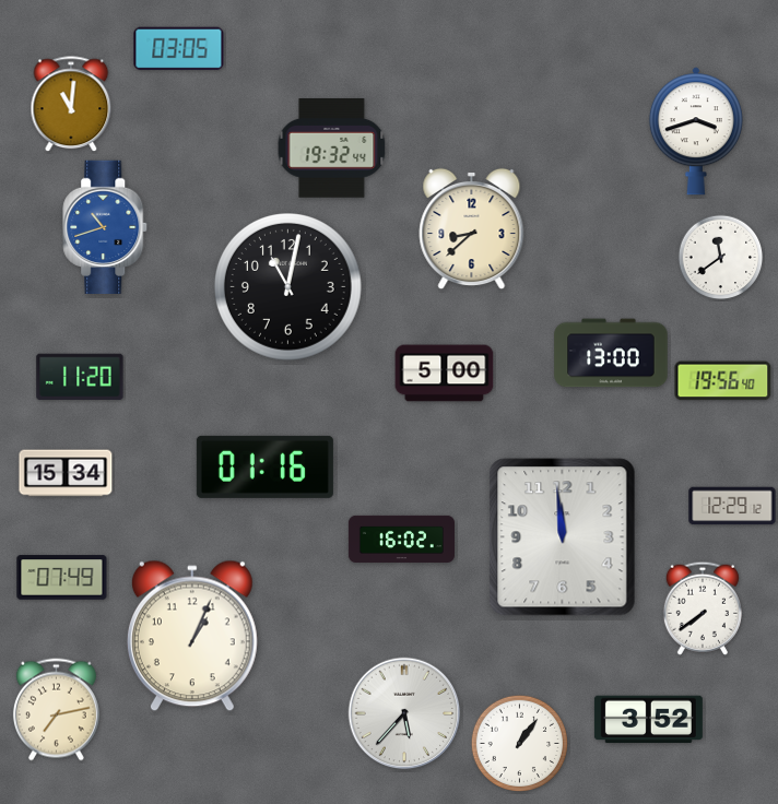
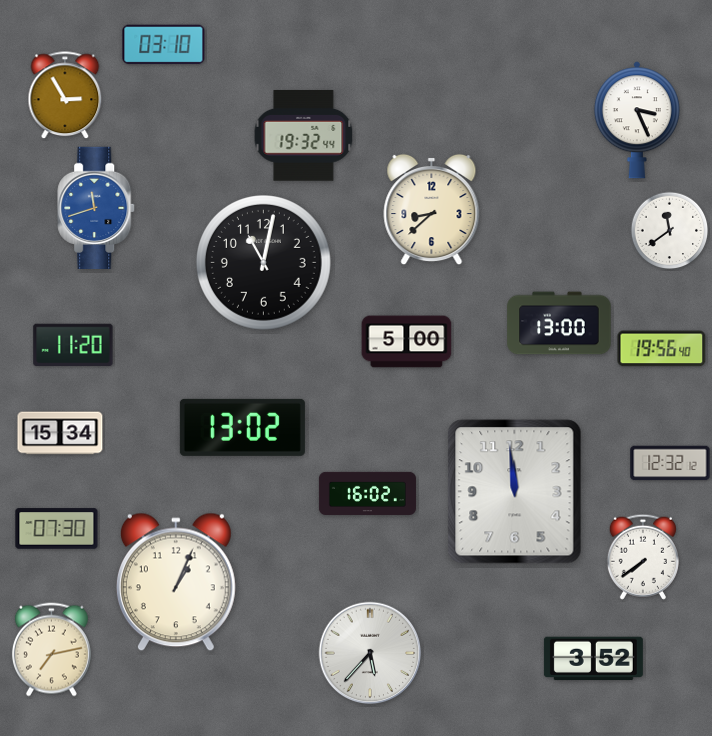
clock at (179, 49): 03:05 -> 03:10
clock at (71, 105): 11:01 -> 2:55
clock at (696, 131): 3:42 -> 3:26
clock at (106, 226): 10:42 -> 11:42
clock at (721, 258) position: (721, 258) -> (670, 231)
clock at (264, 466): 01:16 -> 13:02
clock at (732, 506): 12:29 -> 12:32
clock at (62, 578): 07:49 -> 07:30
clock at (519, 743): 1:06 -> none
